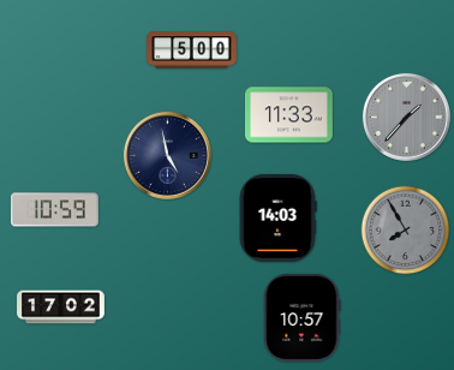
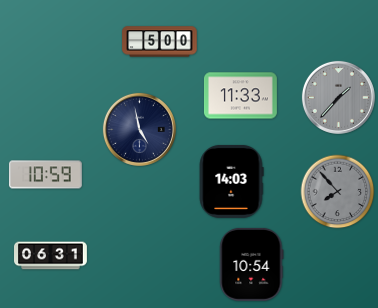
clock at (406, 231): 7:55 -> 7:53
clock at (61, 308): 17:02 -> 06:31
clock at (303, 317): 10:57 -> 10:54
